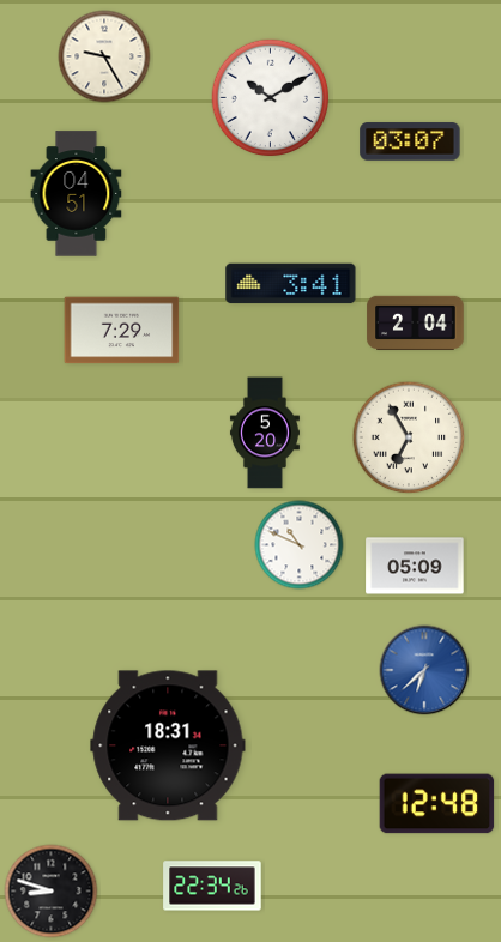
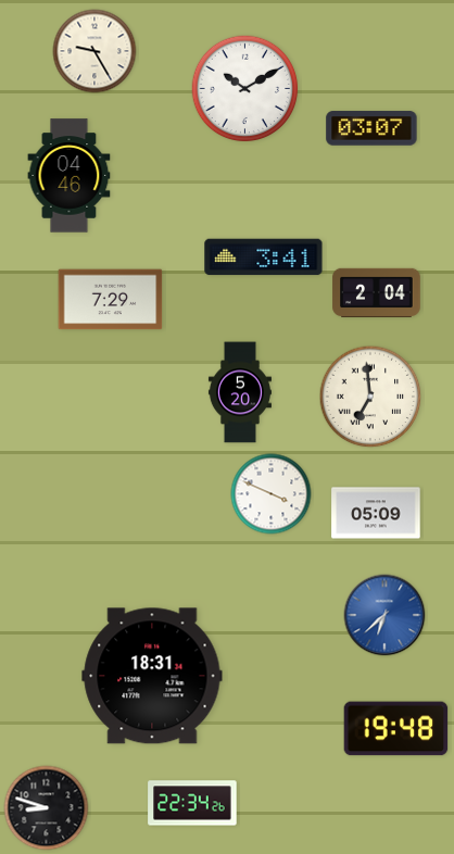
clock at (77, 194): 04:51 -> 04:46
clock at (409, 437): 6:55 -> 6:59
clock at (300, 545): 10:49 -> 3:49
clock at (424, 670) position: (424, 670) -> (384, 615)
clock at (437, 804): 12:48 -> 19:48
